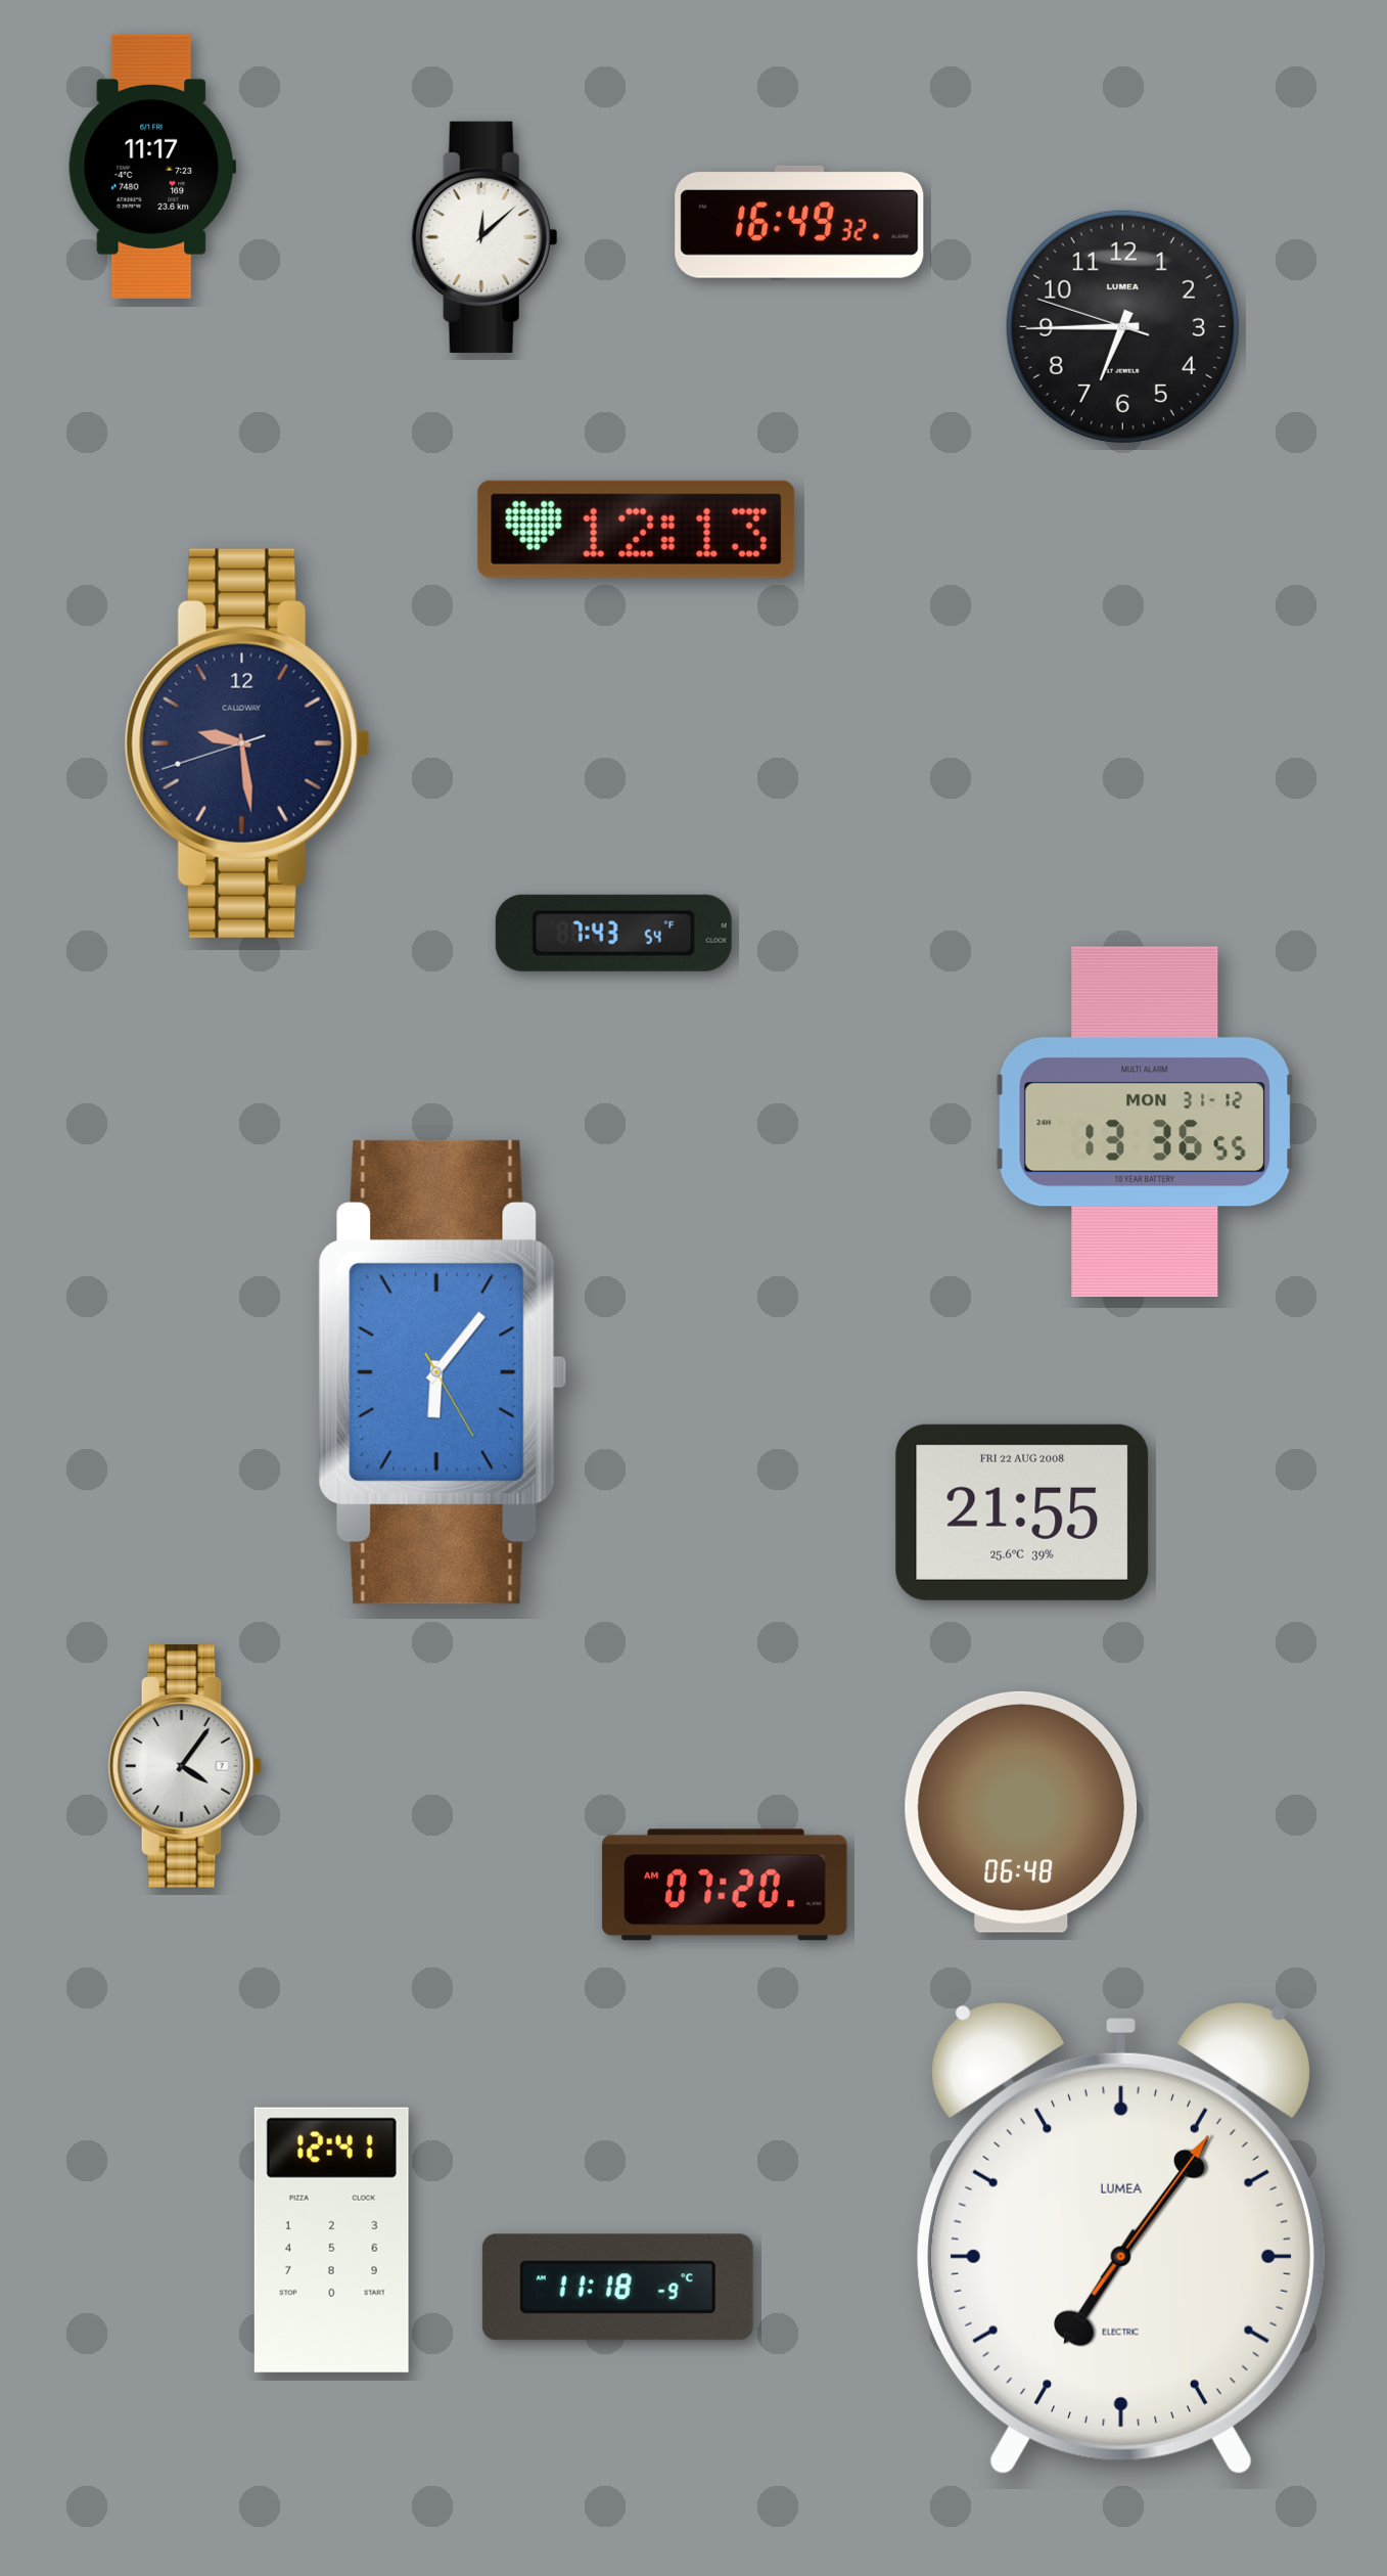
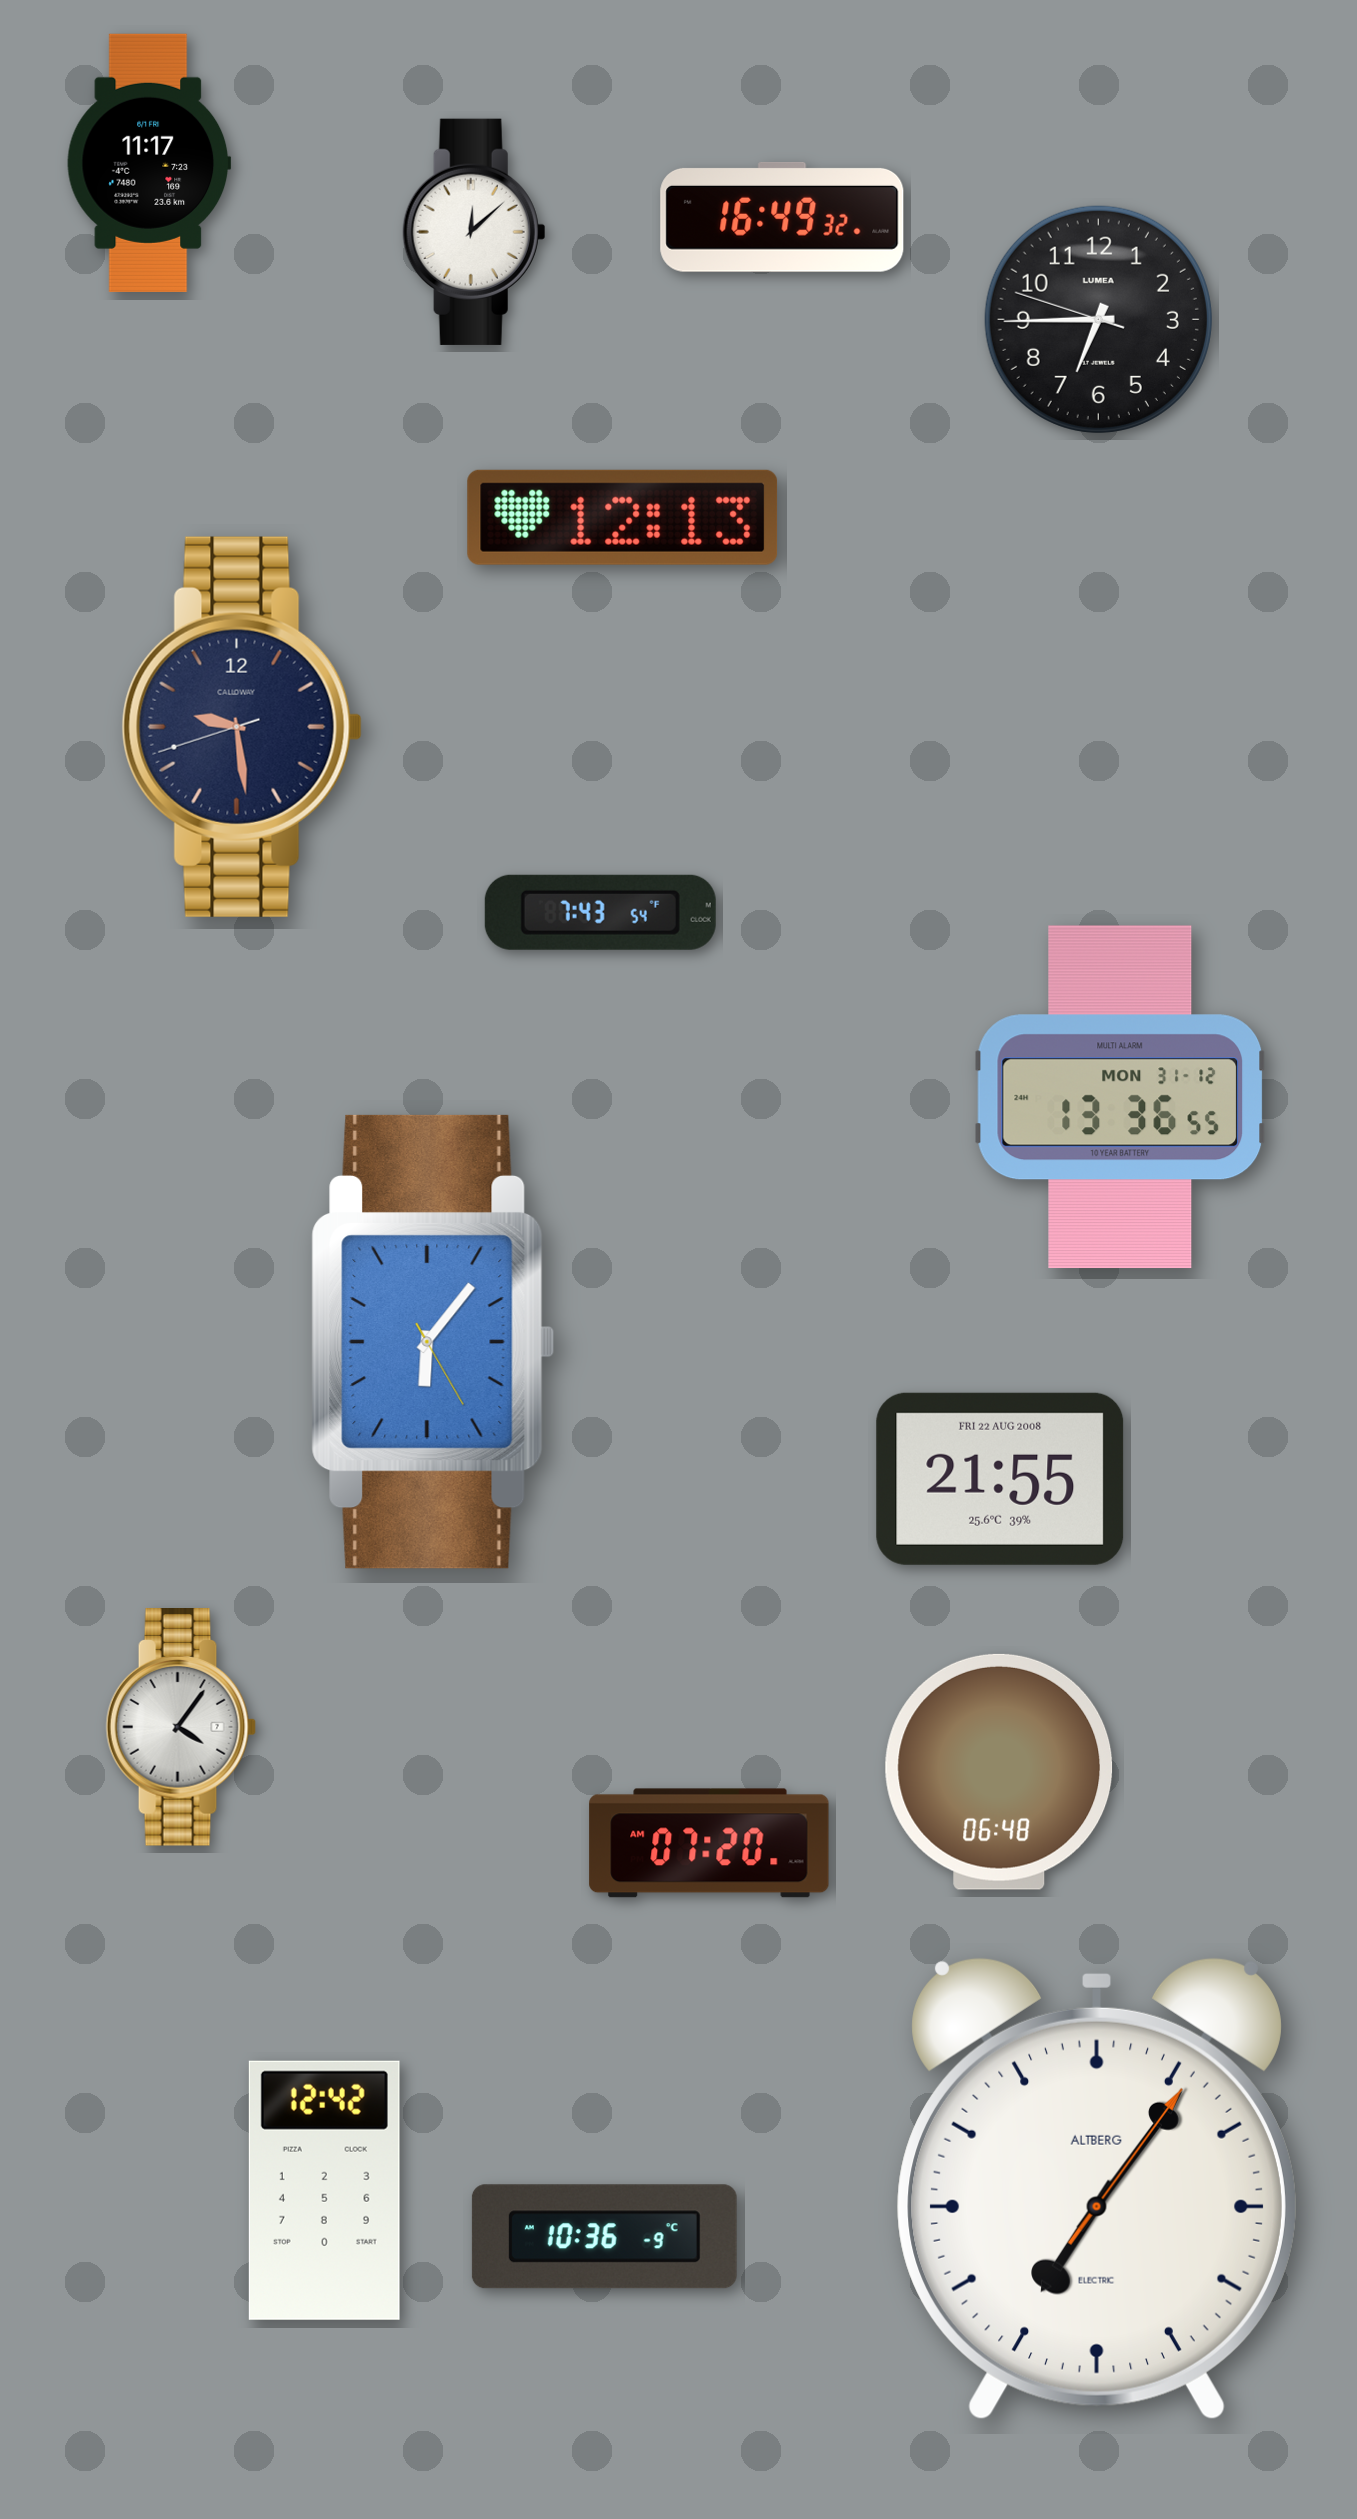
clock at (1121, 2239) brand: LUMEA -> ALTBERG
clock at (331, 2240): 12:41 -> 12:42
clock at (617, 2288): 11:18 -> 10:36
